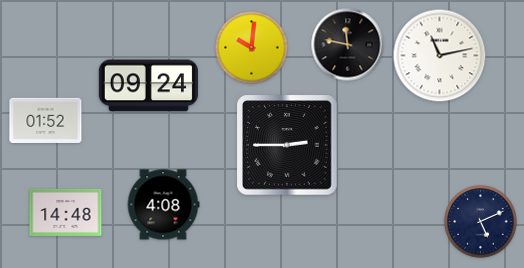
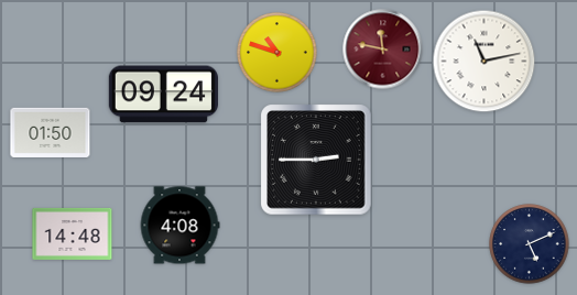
clock at (348, 45) dial: black -> burgundy
clock at (252, 48): 10:01 -> 10:48
clock at (46, 120): 01:52 -> 01:50
